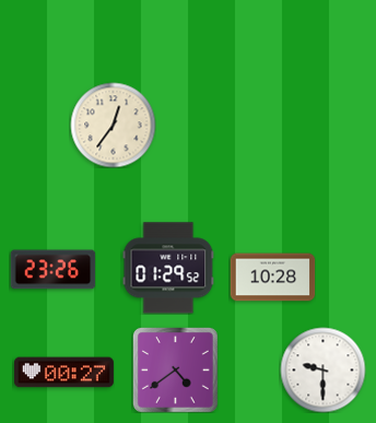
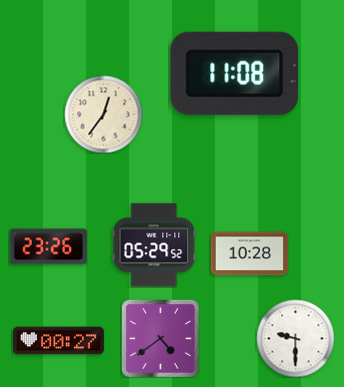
clock at (235, 73): none -> 11:08
clock at (168, 268): 01:29 -> 05:29
